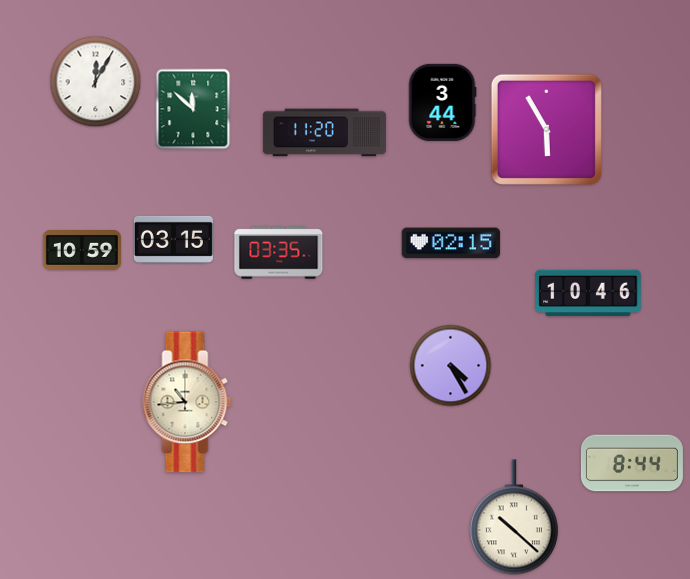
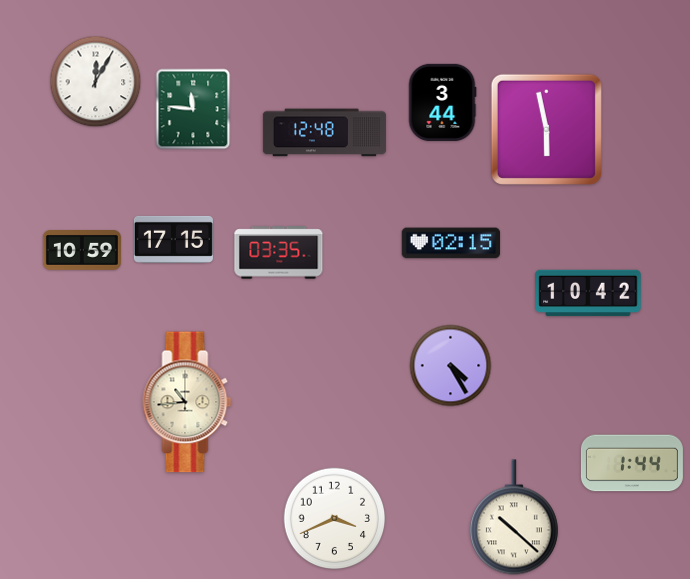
clock at (193, 109): 11:52 -> 11:46
clock at (546, 129): 5:55 -> 5:58
clock at (324, 133): 11:20 -> 12:48
clock at (173, 239): 03:15 -> 17:15
clock at (588, 293): 10:46 -> 10:42
clock at (632, 463): 8:44 -> 1:44
clock at (335, 519): none -> 3:41
